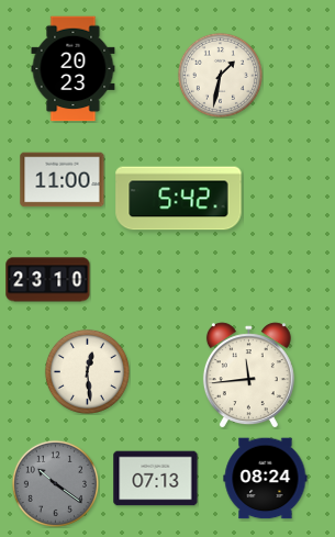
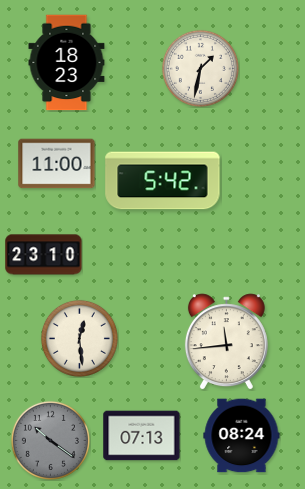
clock at (74, 69): 20:23 -> 18:23
